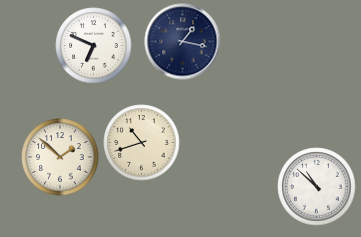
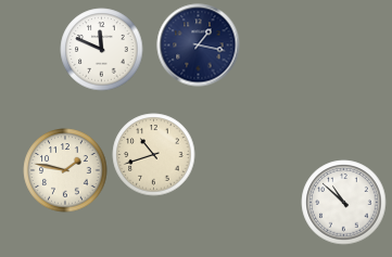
clock at (94, 46): 6:49 -> 11:49
clock at (60, 157): 1:52 -> 1:47
